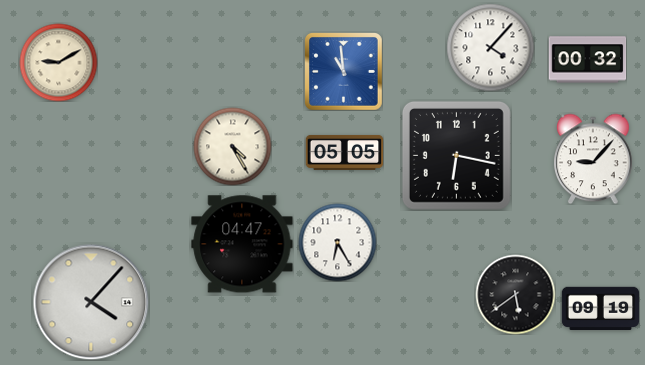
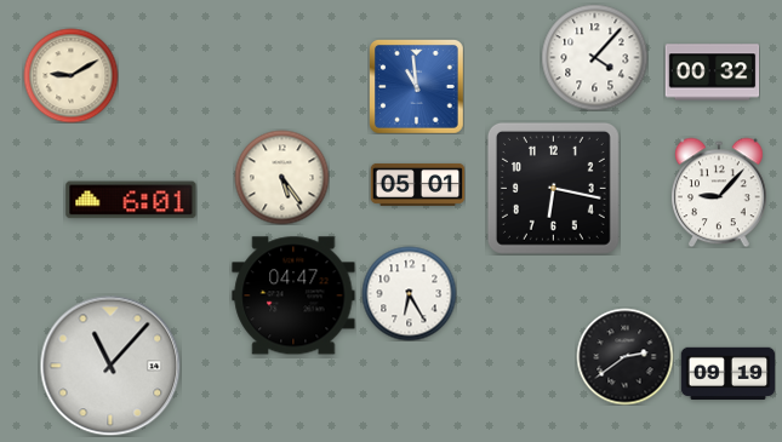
clock at (232, 146): 4:25 -> 5:24
clock at (344, 152): 05:05 -> 05:01
clock at (131, 200): none -> 6:01
clock at (515, 294): 5:39 -> 2:39
clock at (91, 302): 4:07 -> 11:07
